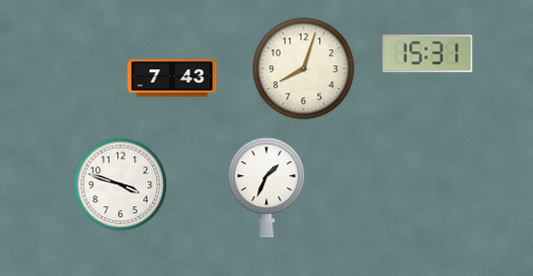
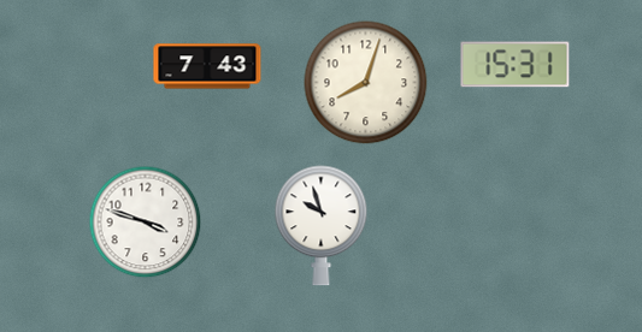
clock at (172, 78) position: (172, 78) -> (207, 66)
clock at (267, 188): 1:34 -> 9:57
